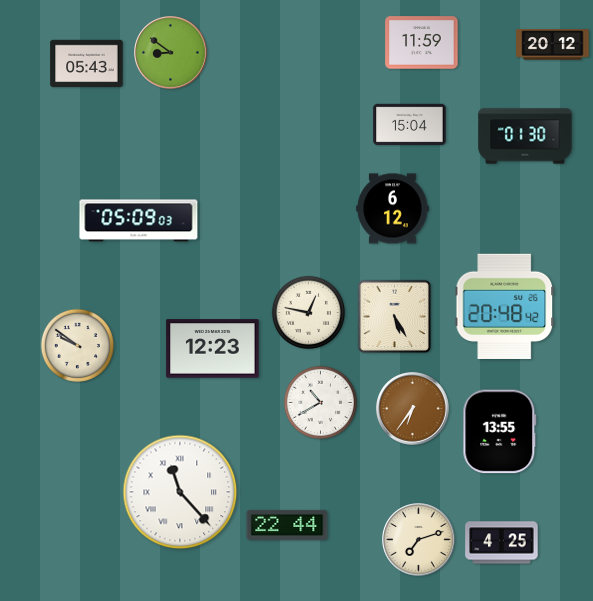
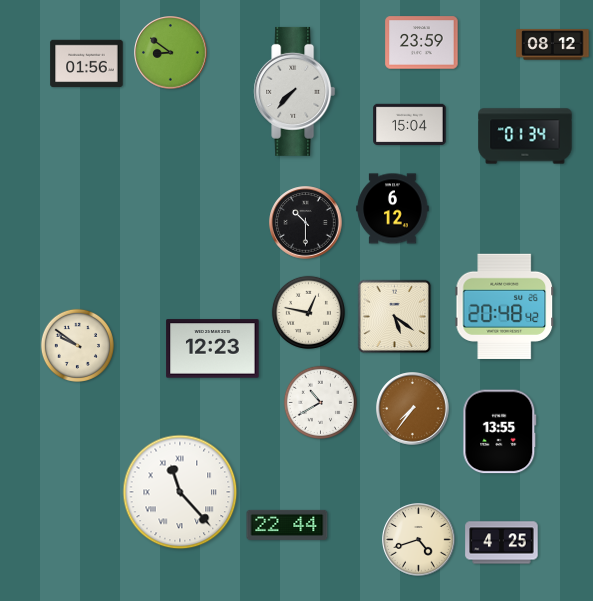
clock at (422, 43): 11:59 -> 23:59
clock at (553, 45): 20:12 -> 08:12
clock at (87, 64): 05:43 -> 01:56
clock at (295, 91): none -> 7:37
clock at (525, 136): 01:30 -> 01:34
clock at (139, 221): 05:09 -> none
clock at (306, 223): none -> 10:30
clock at (395, 317): 5:25 -> 5:21
clock at (413, 409): 6:36 -> 7:36
clock at (419, 540): 7:12 -> 4:42
